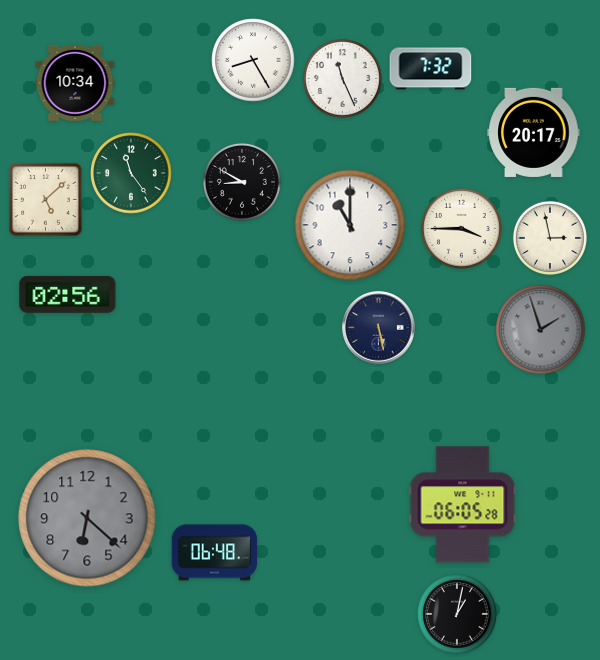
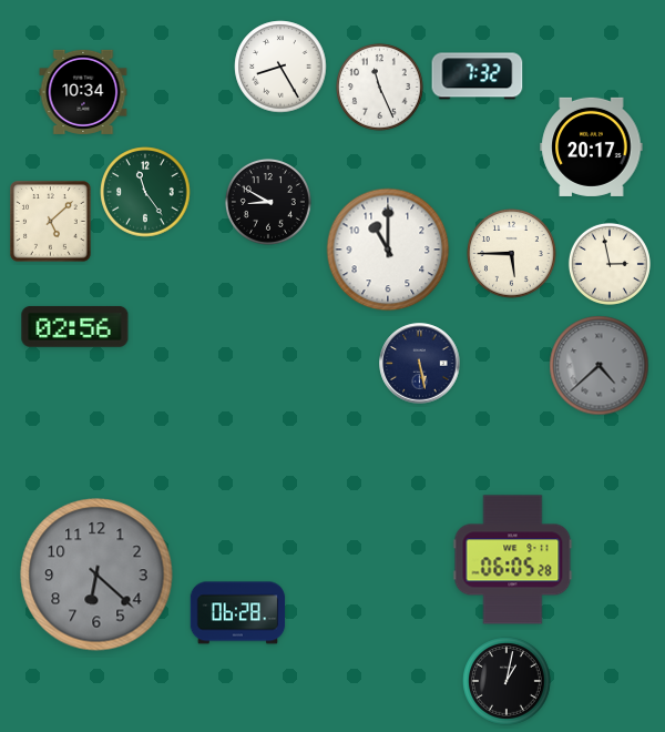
clock at (462, 229): 3:45 -> 5:45
clock at (541, 330): 1:57 -> 4:38
clock at (215, 553): 06:48 -> 06:28
